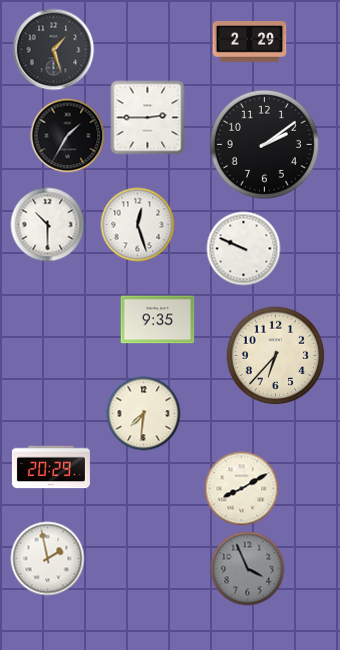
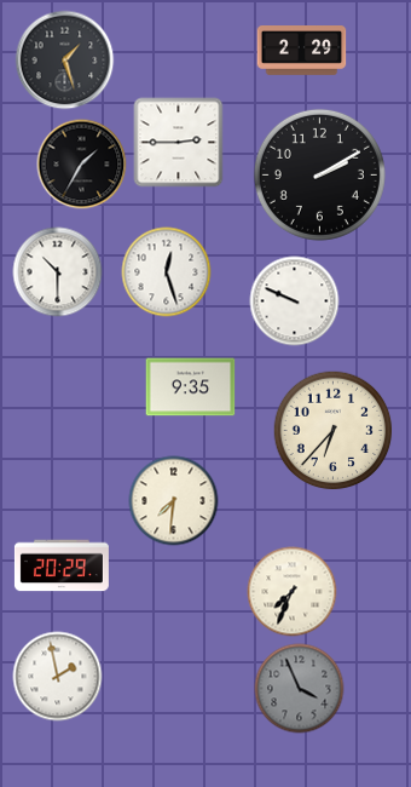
clock at (264, 144): 2:09 -> 2:10
clock at (242, 489): 8:10 -> 7:34
